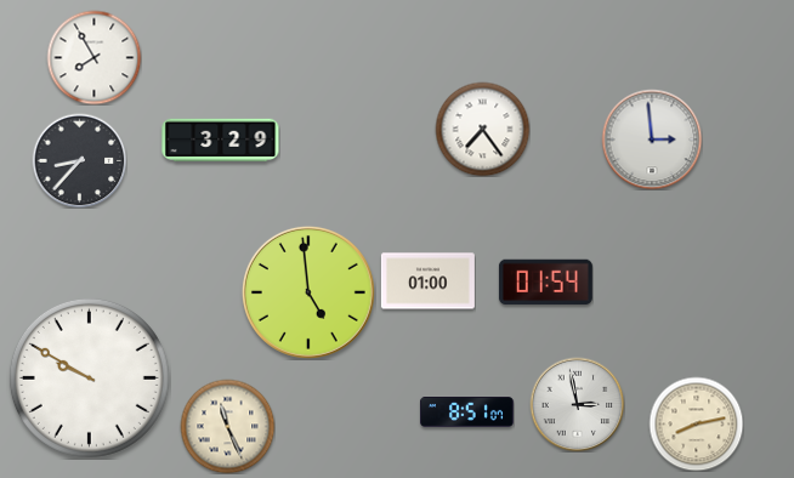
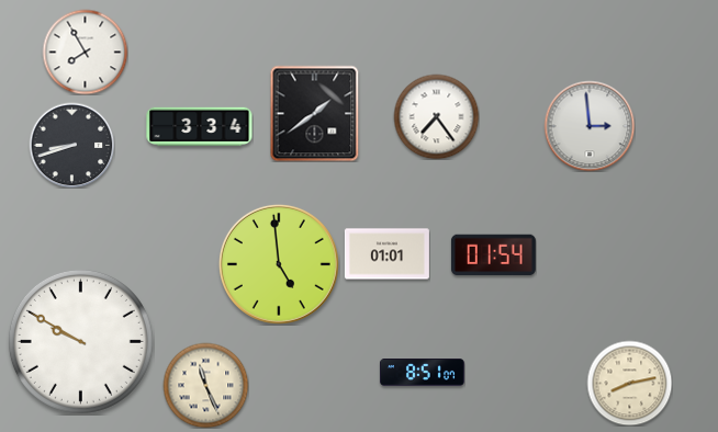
clock at (315, 113): none -> 1:39
clock at (221, 140): 3:29 -> 3:34
clock at (79, 160): 8:37 -> 8:42
clock at (427, 281): 01:00 -> 01:01
clock at (577, 404): 2:58 -> none
